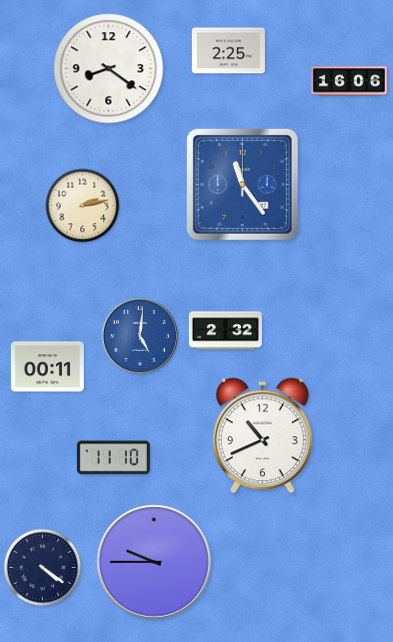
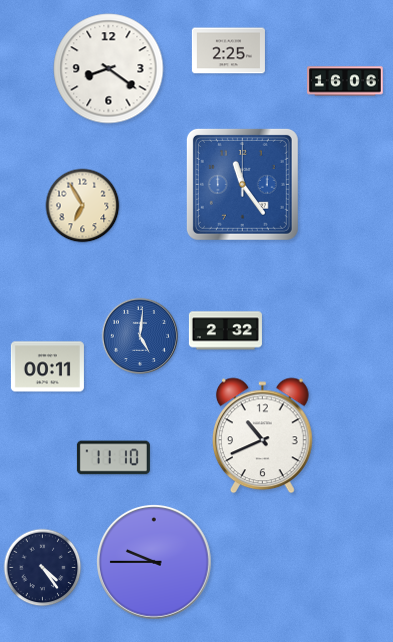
clock at (349, 81) position: (349, 81) -> (345, 81)
clock at (83, 206): 2:13 -> 6:55
clock at (43, 568): 4:21 -> 4:24
